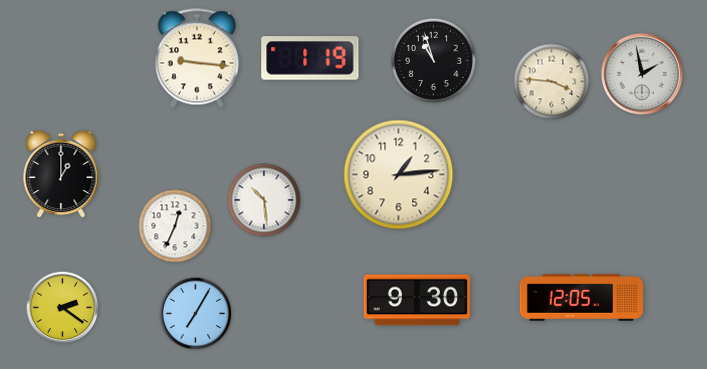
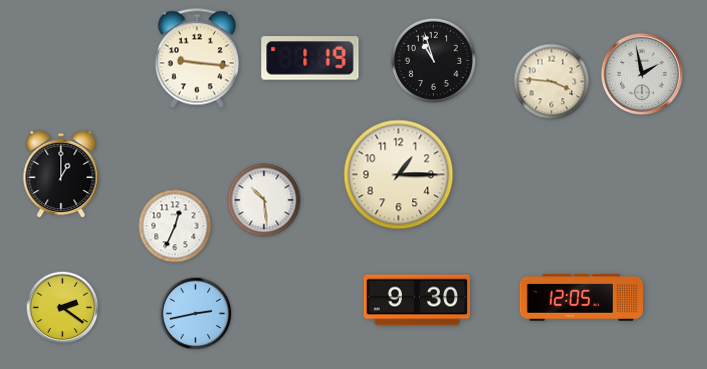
clock at (399, 175): 1:14 -> 1:15
clock at (196, 314): 7:05 -> 2:43
